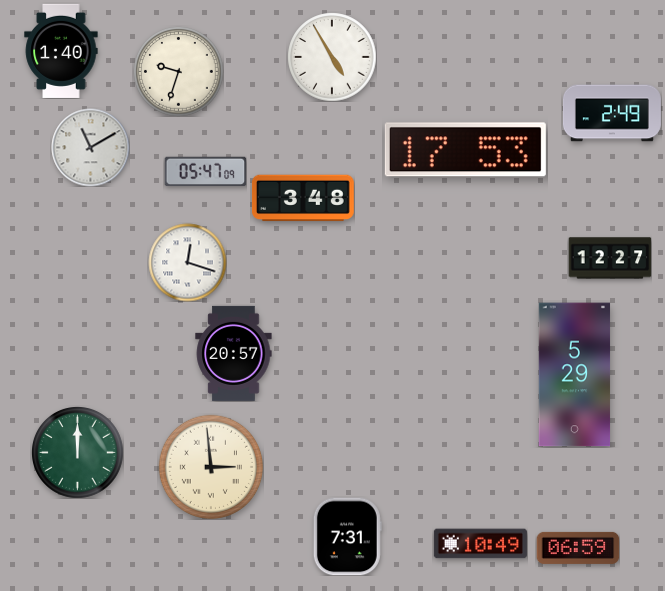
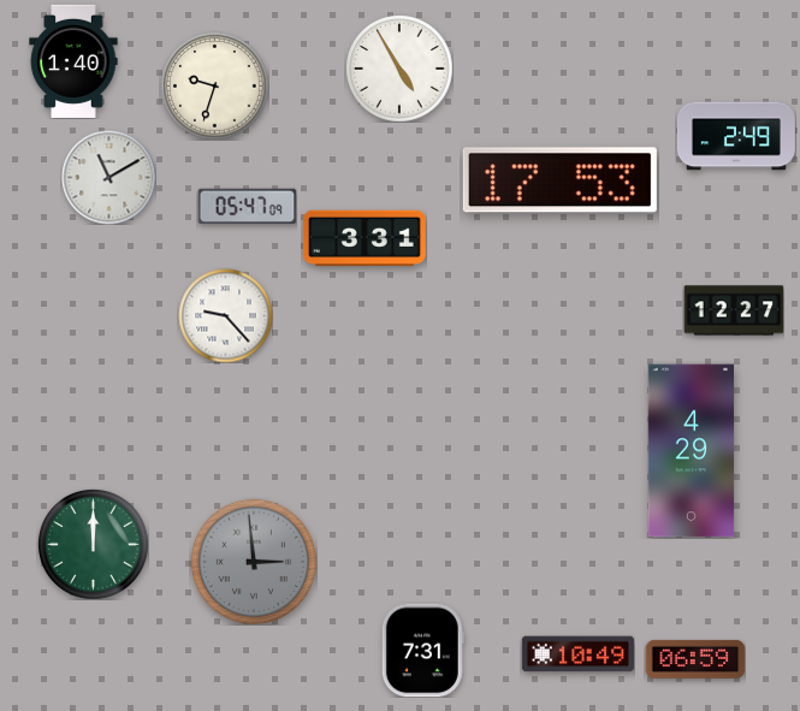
clock at (303, 198): 3:48 -> 3:31
clock at (187, 262): 12:18 -> 9:23
clock at (234, 353): 20:57 -> none
clock at (575, 375): 5:29 -> 4:29
clock at (210, 466) dial: cream -> grey
clock at (347, 536) position: (347, 536) -> (422, 650)
